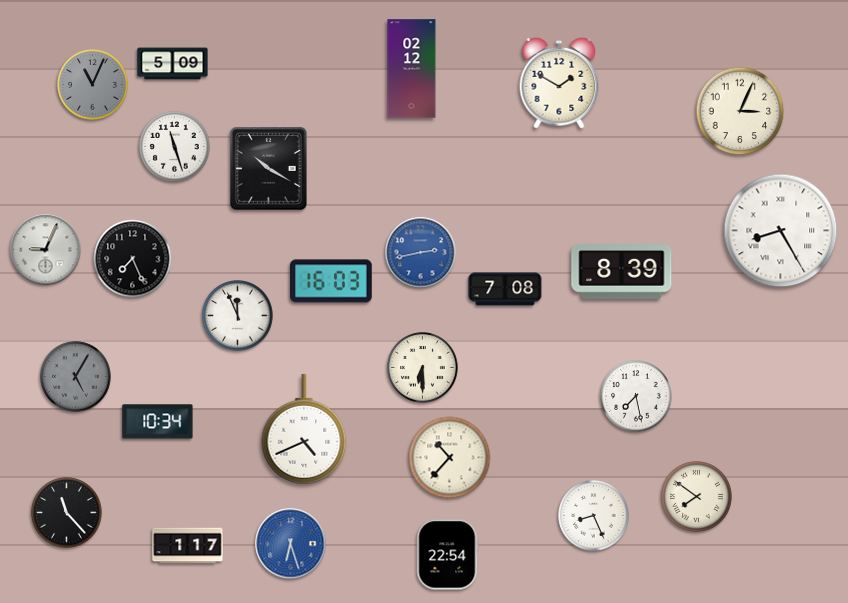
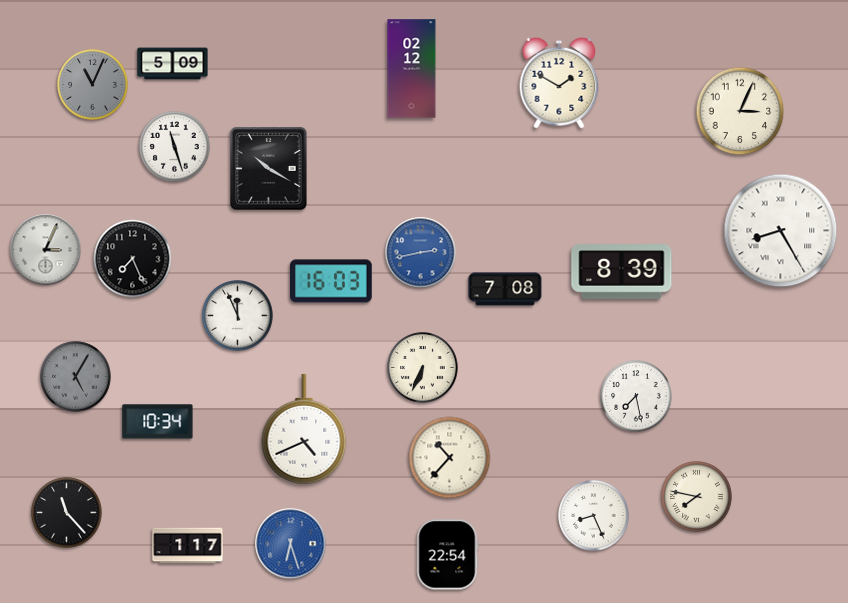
clock at (46, 250): 9:04 -> 3:04
clock at (423, 368): 6:30 -> 6:34
clock at (697, 497): 7:51 -> 7:47
